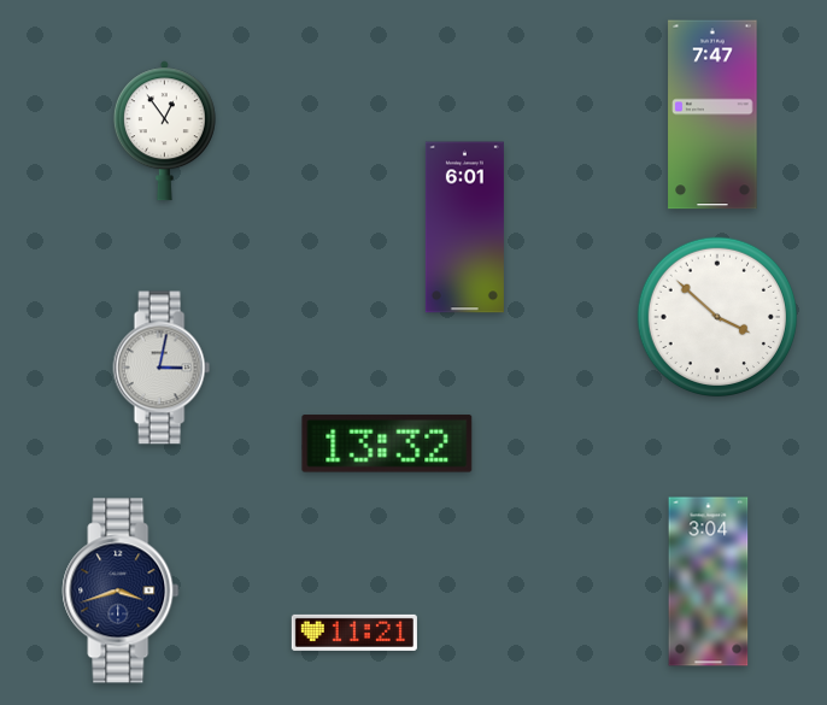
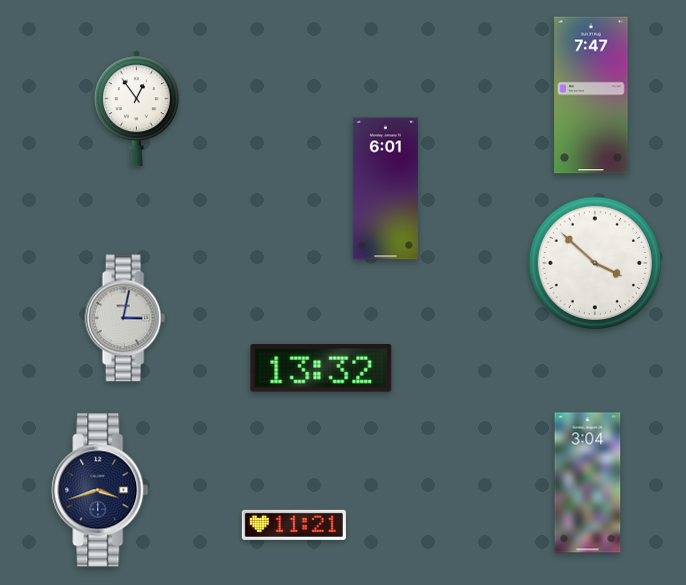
clock at (162, 368) position: (162, 368) -> (125, 318)
